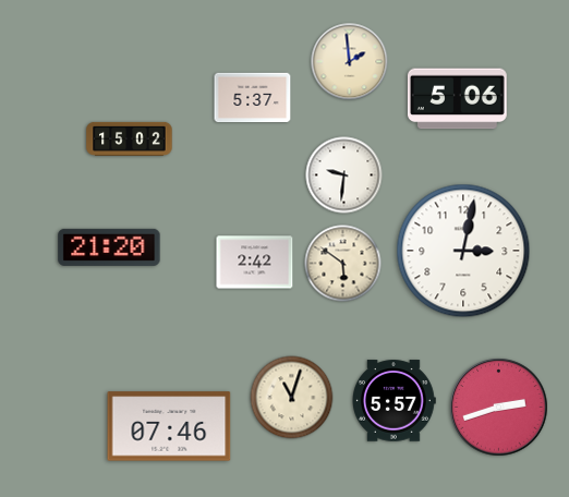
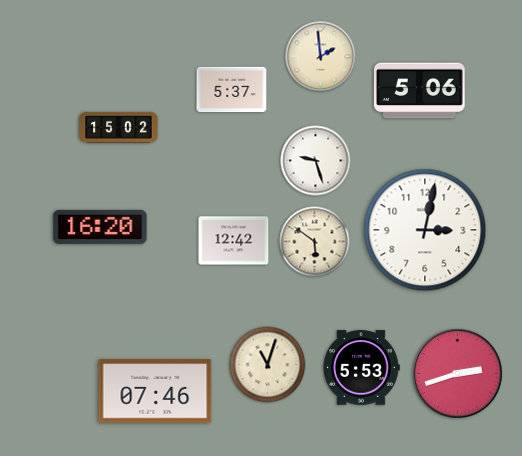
clock at (344, 175): 9:31 -> 9:27
clock at (109, 247): 21:20 -> 16:20
clock at (255, 263): 2:42 -> 12:42
clock at (395, 401): 5:57 -> 5:53
